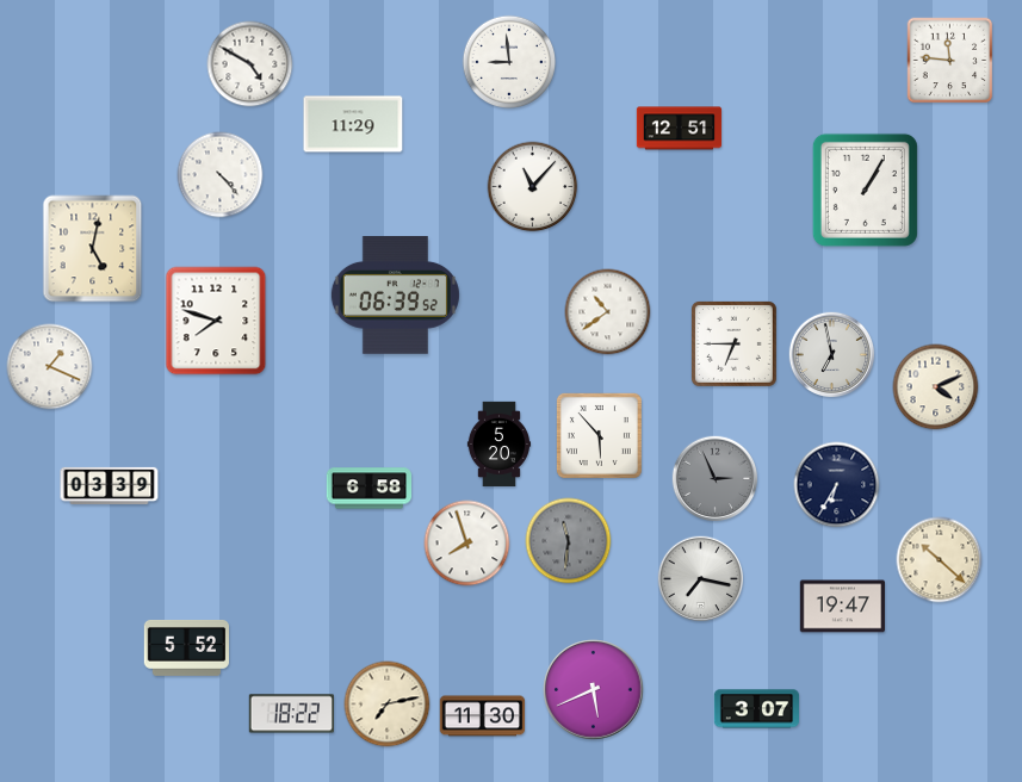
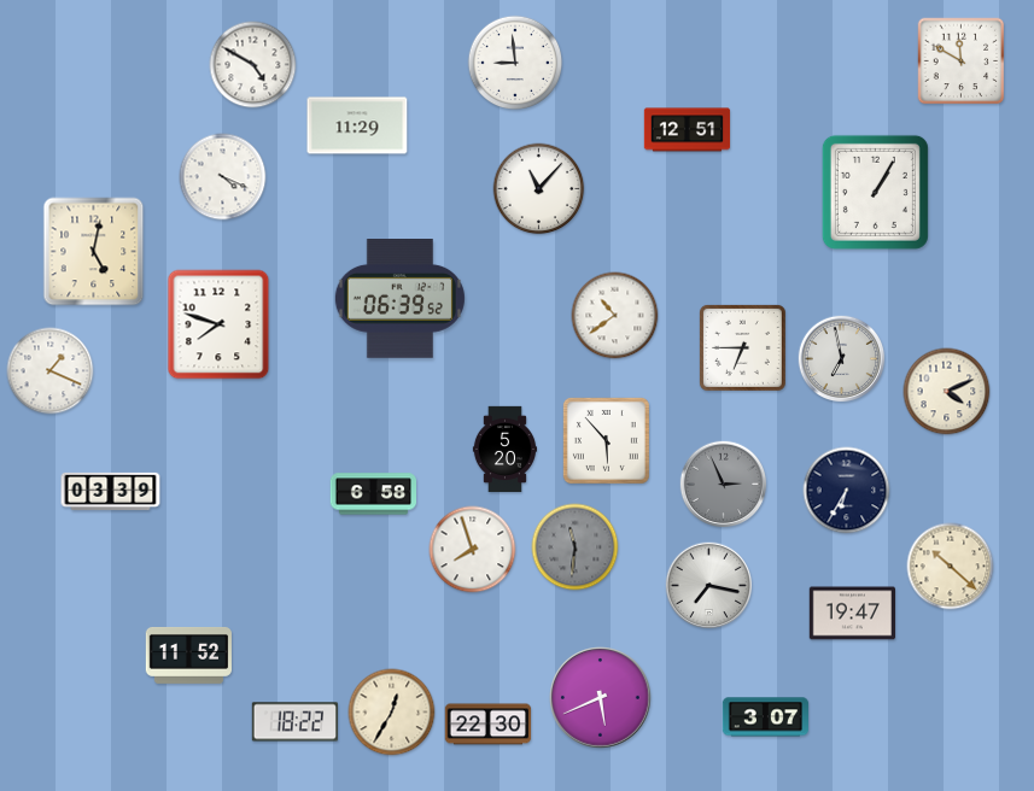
clock at (950, 61): 11:46 -> 11:50
clock at (221, 175): 4:23 -> 4:19
clock at (187, 647): 5:52 -> 11:52
clock at (388, 705): 7:13 -> 12:35
clock at (483, 716): 11:30 -> 22:30
